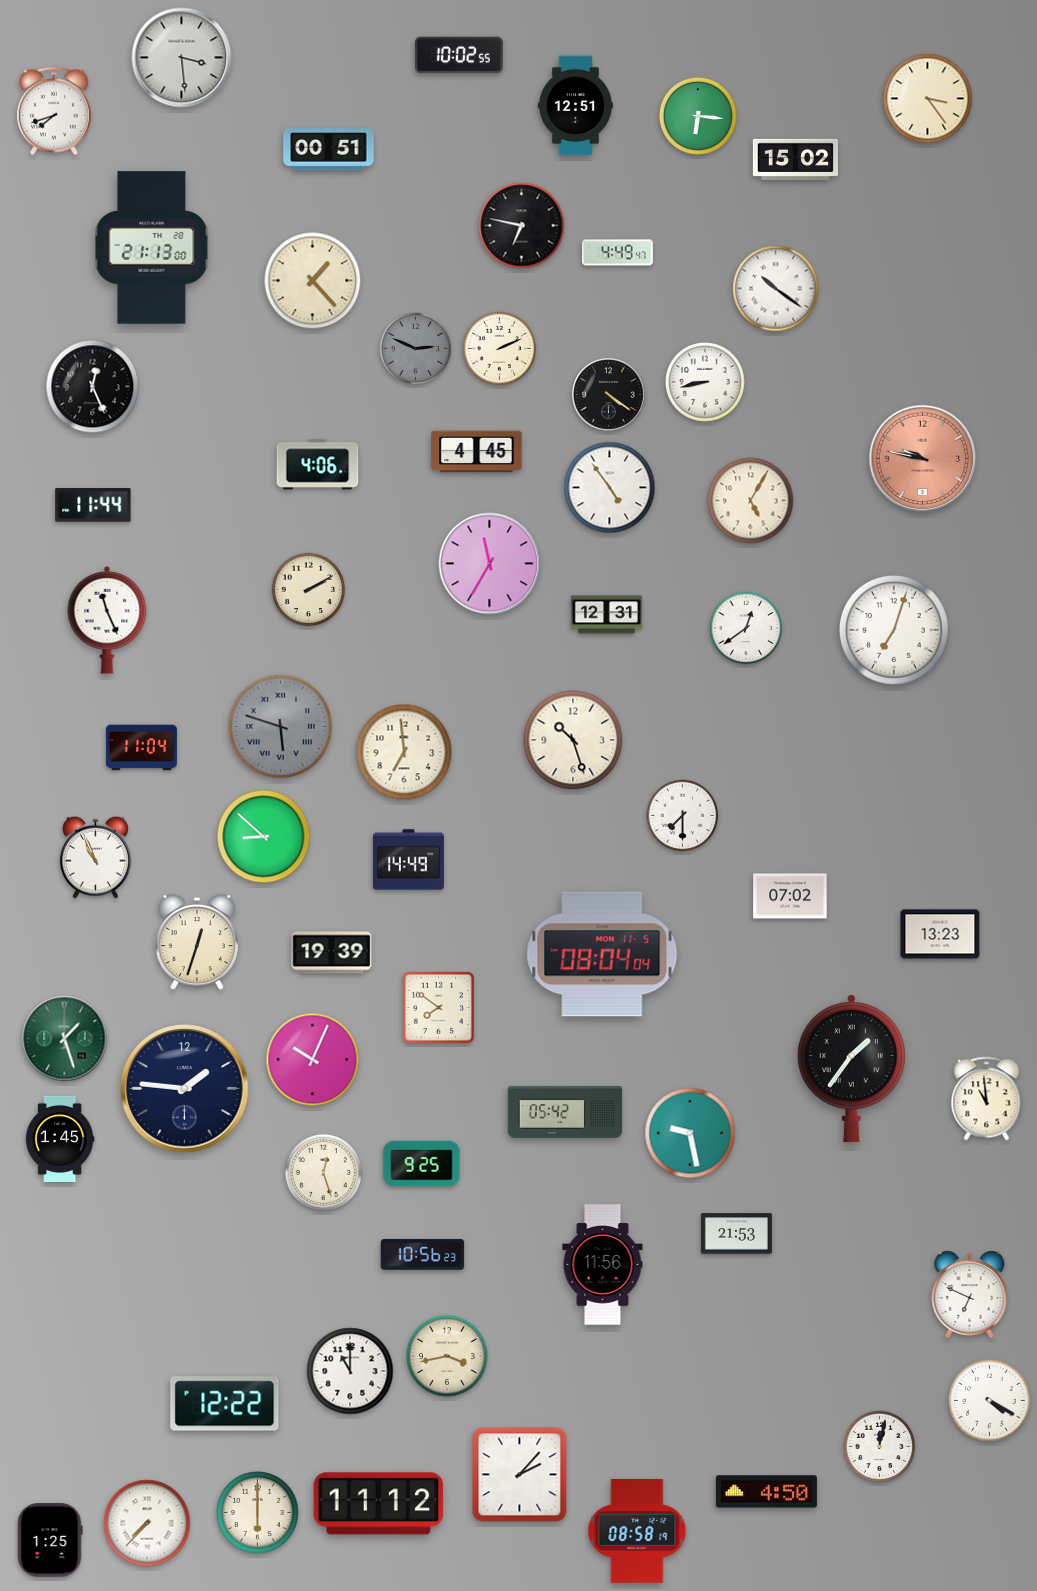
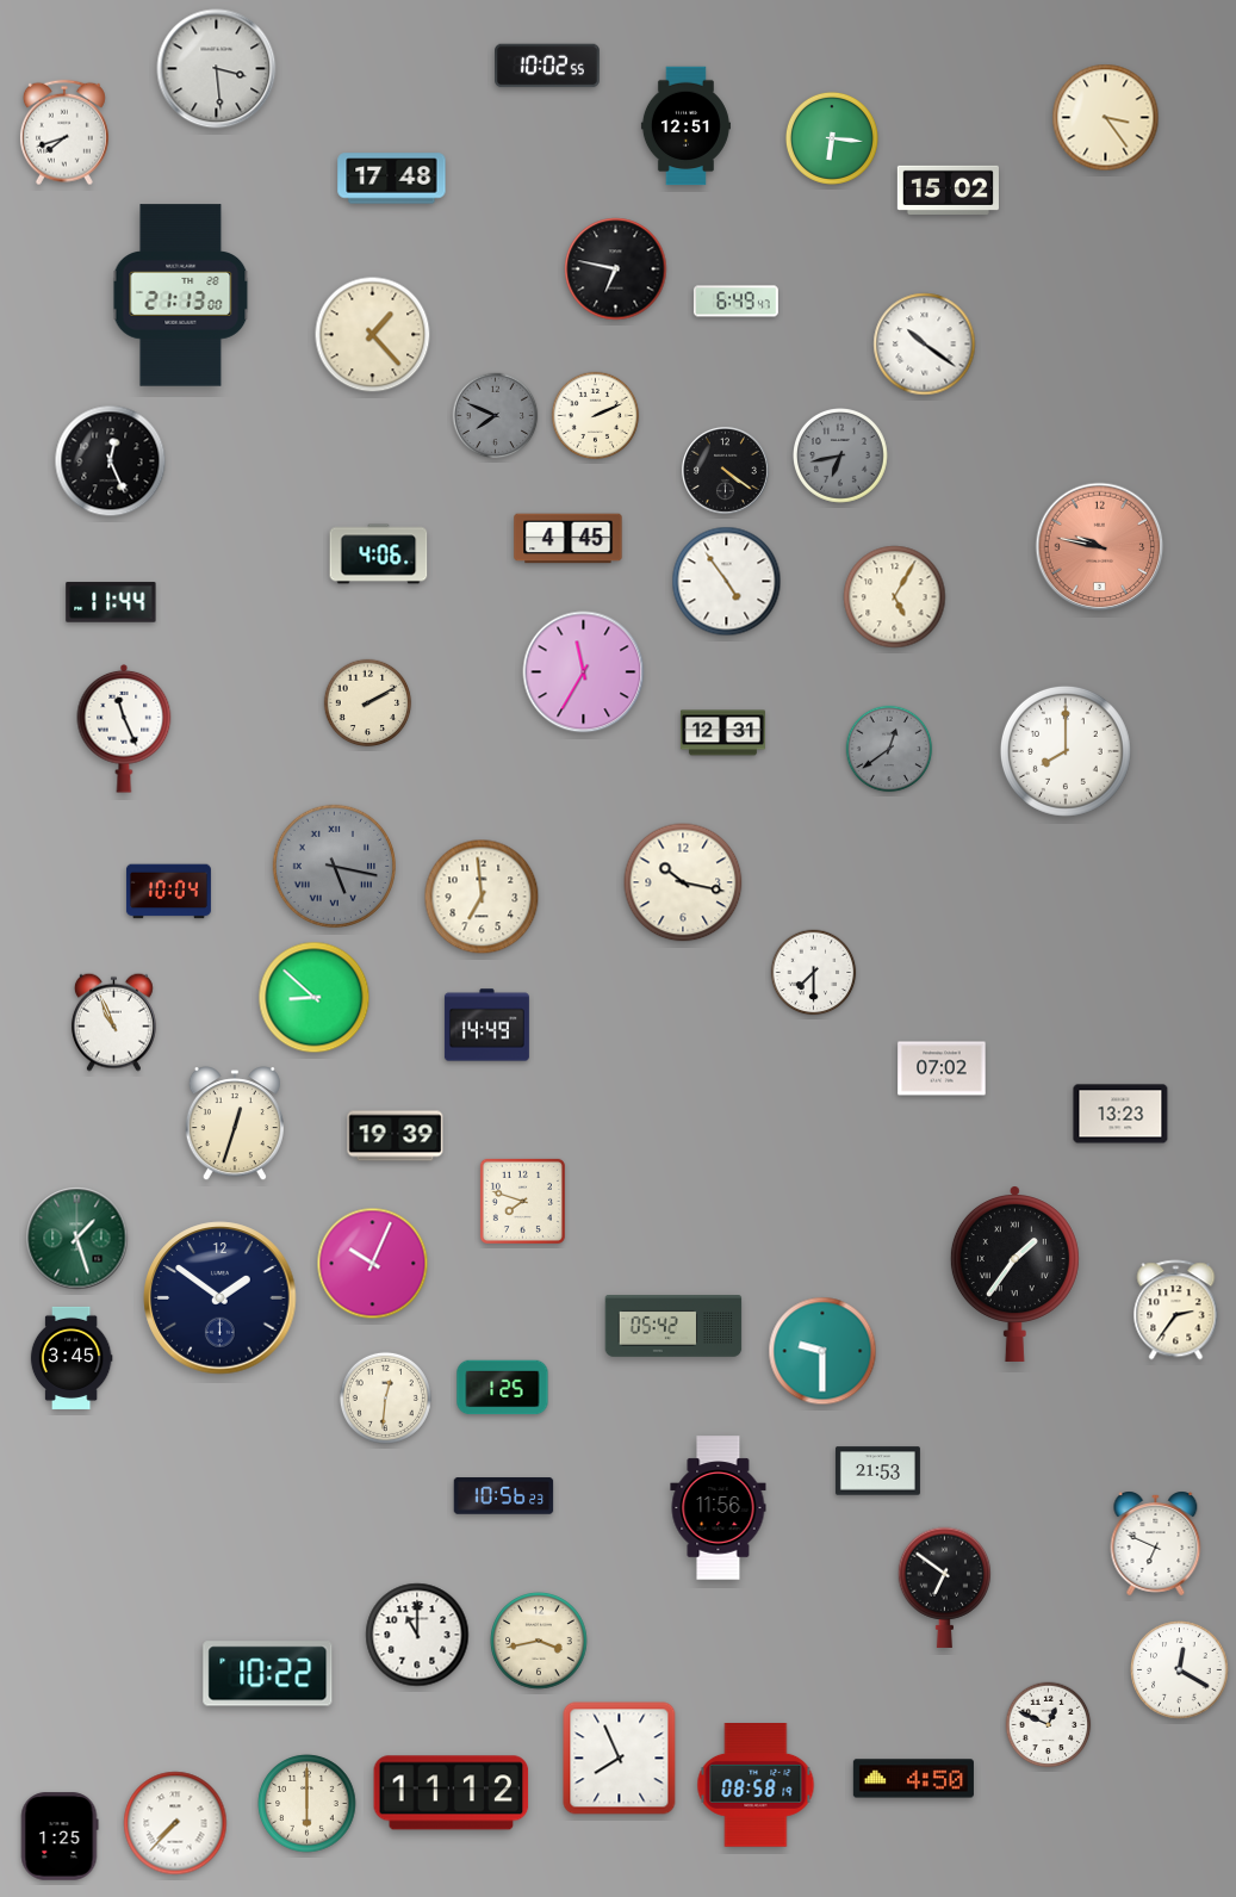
clock at (329, 150): 00:51 -> 17:48
clock at (522, 226) position: (522, 226) -> (616, 269)
clock at (617, 253): 4:49 -> 6:49
clock at (416, 349): 2:49 -> 7:49
clock at (706, 383): 8:43 -> 6:43
clock at (706, 383) dial: white -> grey
clock at (107, 620) position: (107, 620) -> (124, 729)
clock at (746, 628) dial: white -> grey
clock at (894, 630): 7:03 -> 8:00
clock at (281, 727): 5:48 -> 5:17
clock at (573, 740): 10:27 -> 10:17
clock at (141, 748): 11:04 -> 10:04
clock at (602, 954): 08:04 -> none
clock at (438, 1007): 7:51 -> 7:48
clock at (185, 1089): 1:46 -> 1:51
clock at (987, 1099): 10:59 -> 2:36
clock at (690, 1133): 9:28 -> 9:30
clock at (60, 1139): 1:45 -> 3:45
clock at (422, 1164): 9:25 -> 1:25
clock at (323, 1172): 12:27 -> 12:31
clock at (945, 1587): none -> 6:51
clock at (447, 1356) position: (447, 1356) -> (539, 1641)
clock at (990, 1401): 4:20 -> 12:20
clock at (225, 1404): 12:22 -> 10:22
clock at (880, 1447): 12:02 -> 12:49
clock at (520, 1475): 2:07 -> 7:56
clock at (147, 1523) position: (147, 1523) -> (175, 1823)
clock at (637, 1532) position: (637, 1532) -> (756, 1786)
